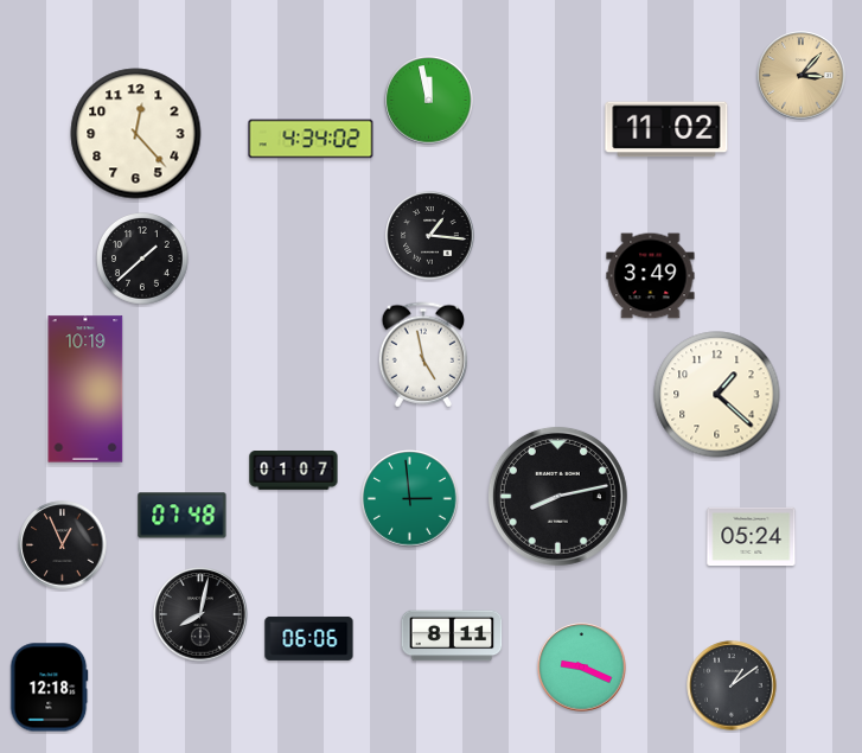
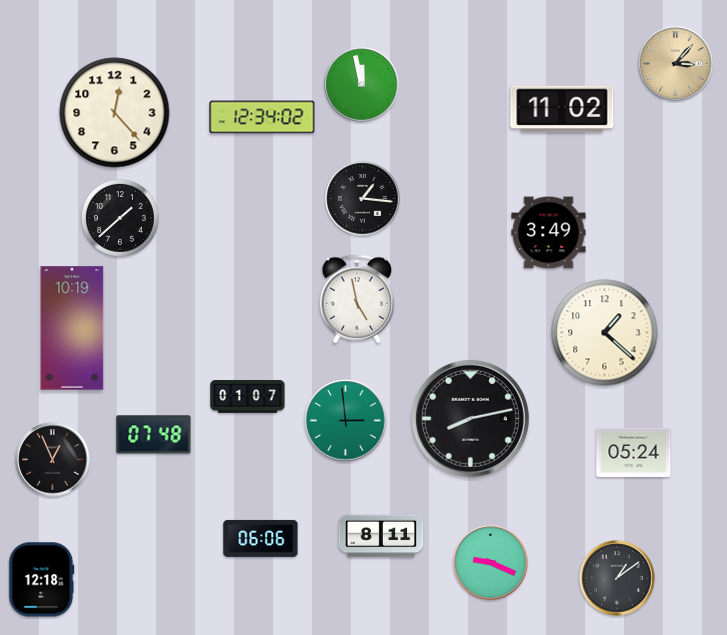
clock at (311, 139): 4:34 -> 12:34
clock at (200, 614): 8:02 -> none
